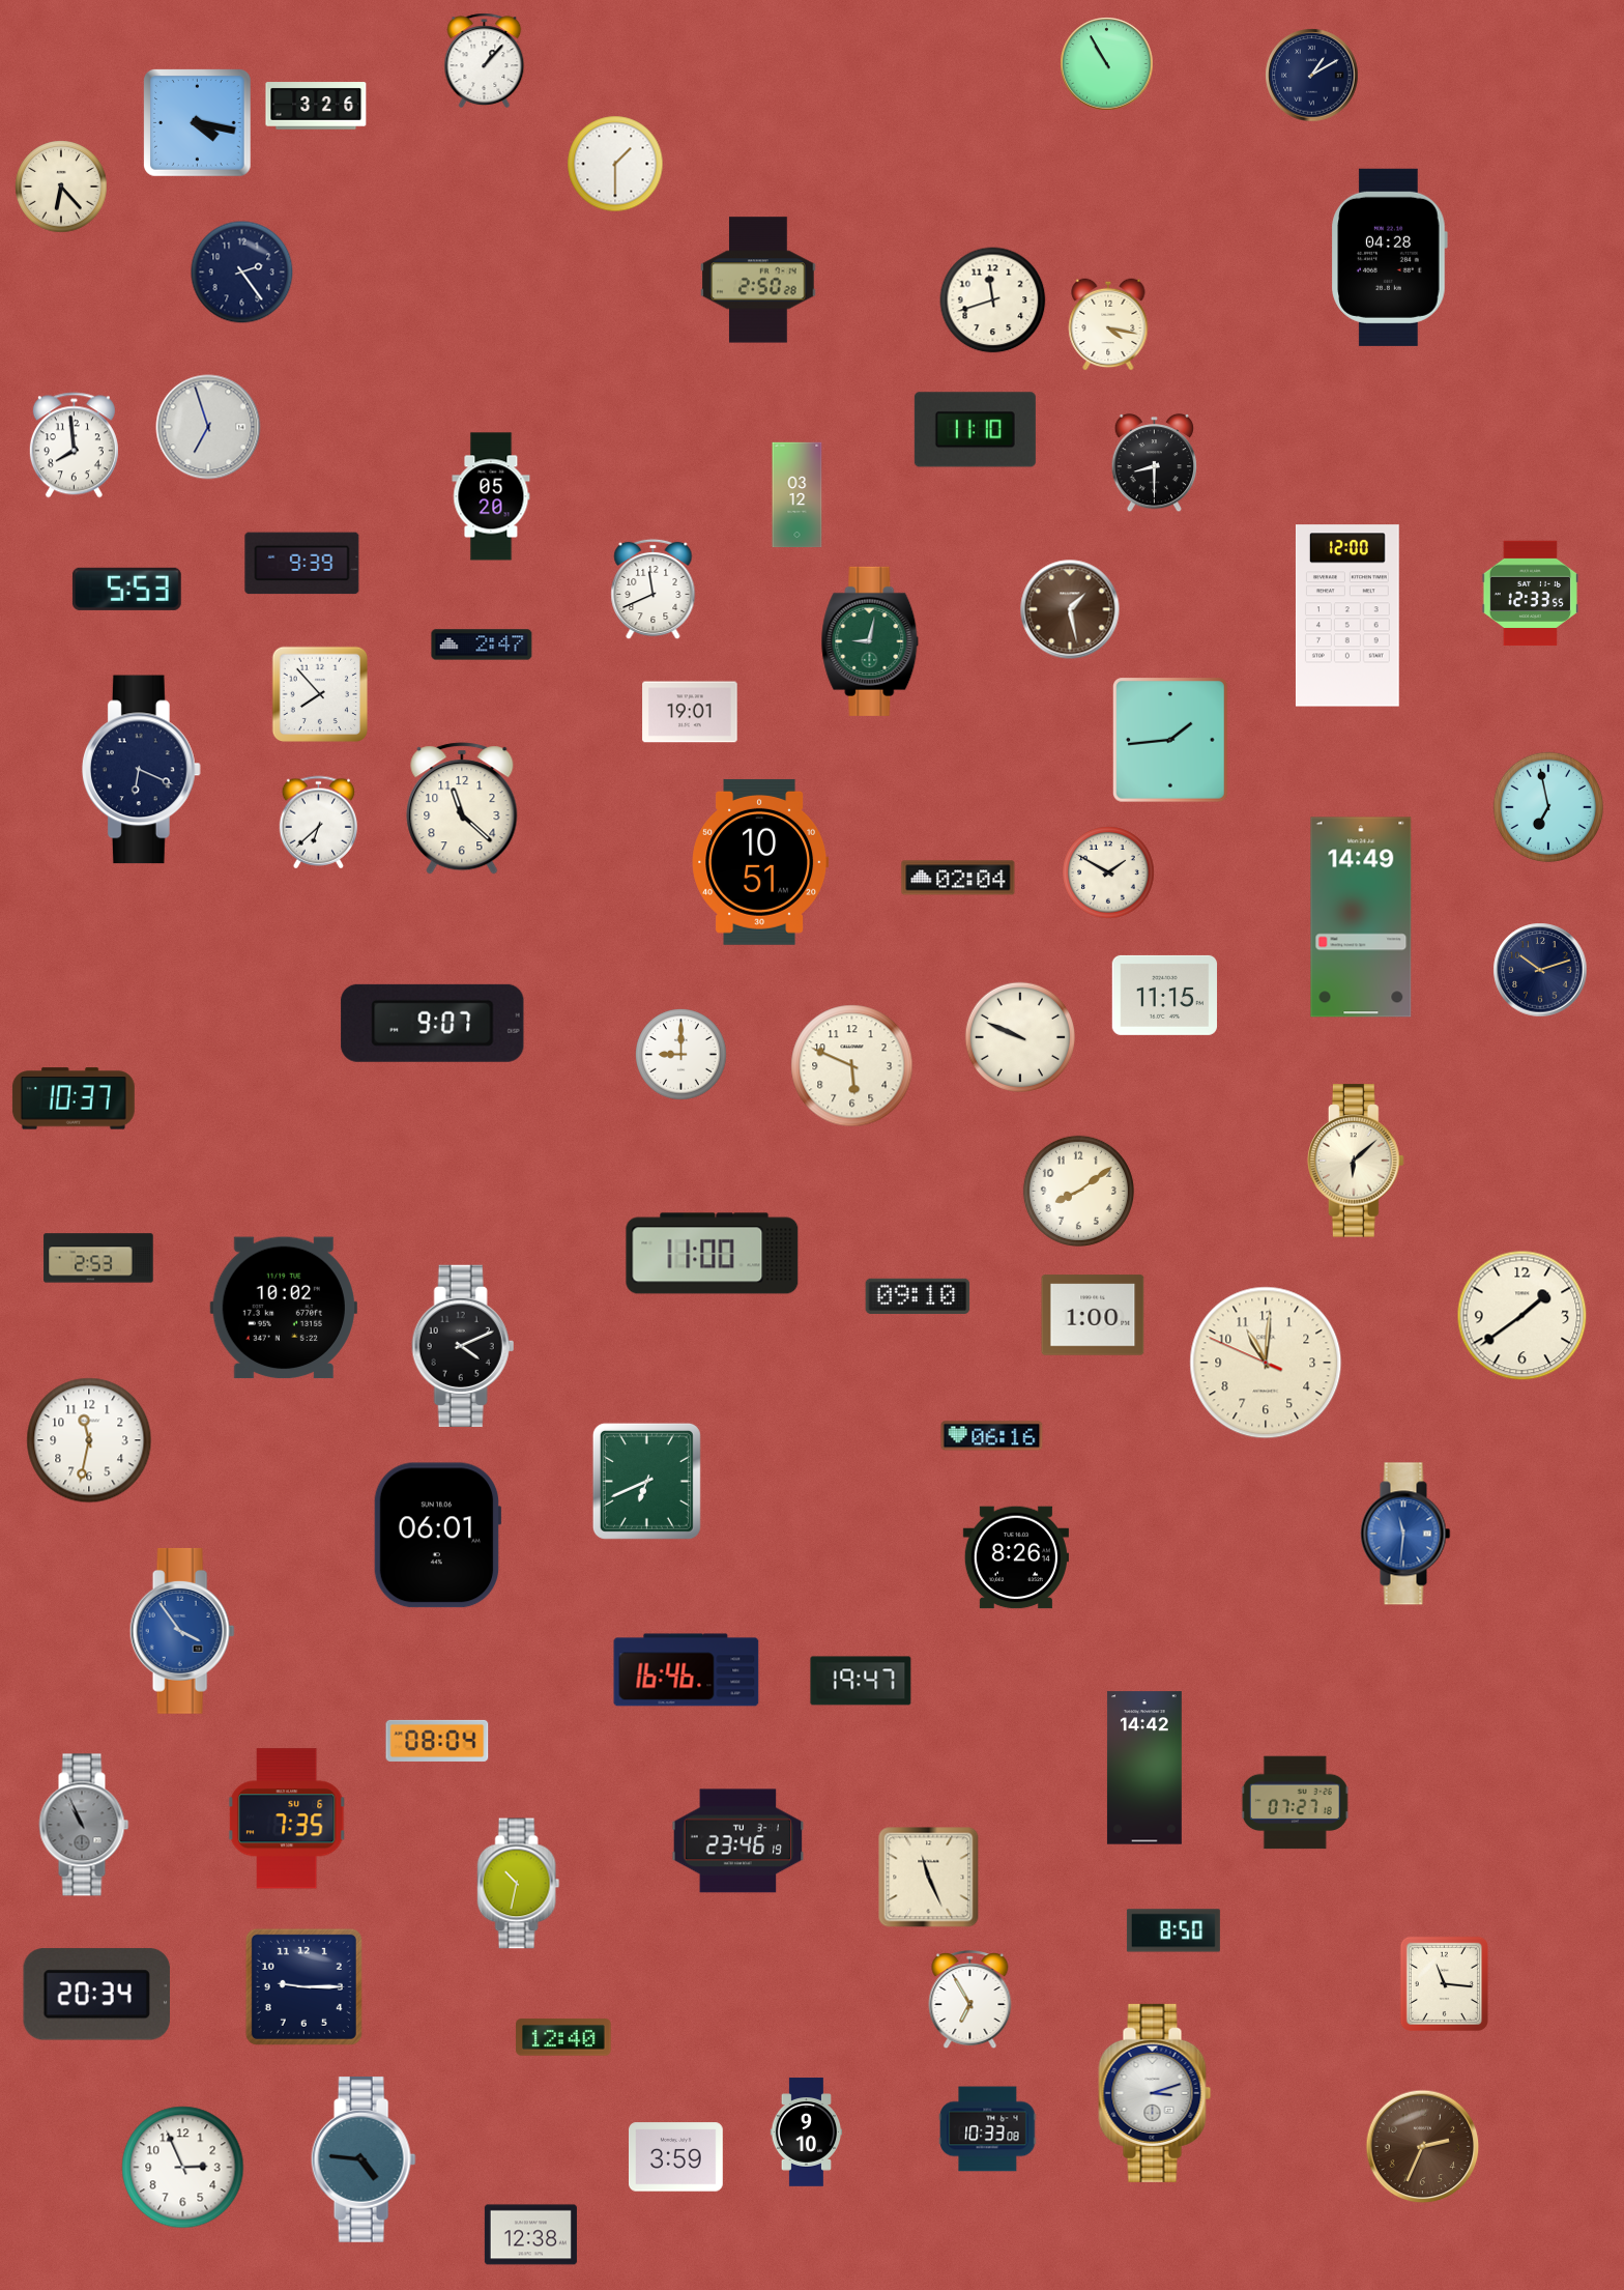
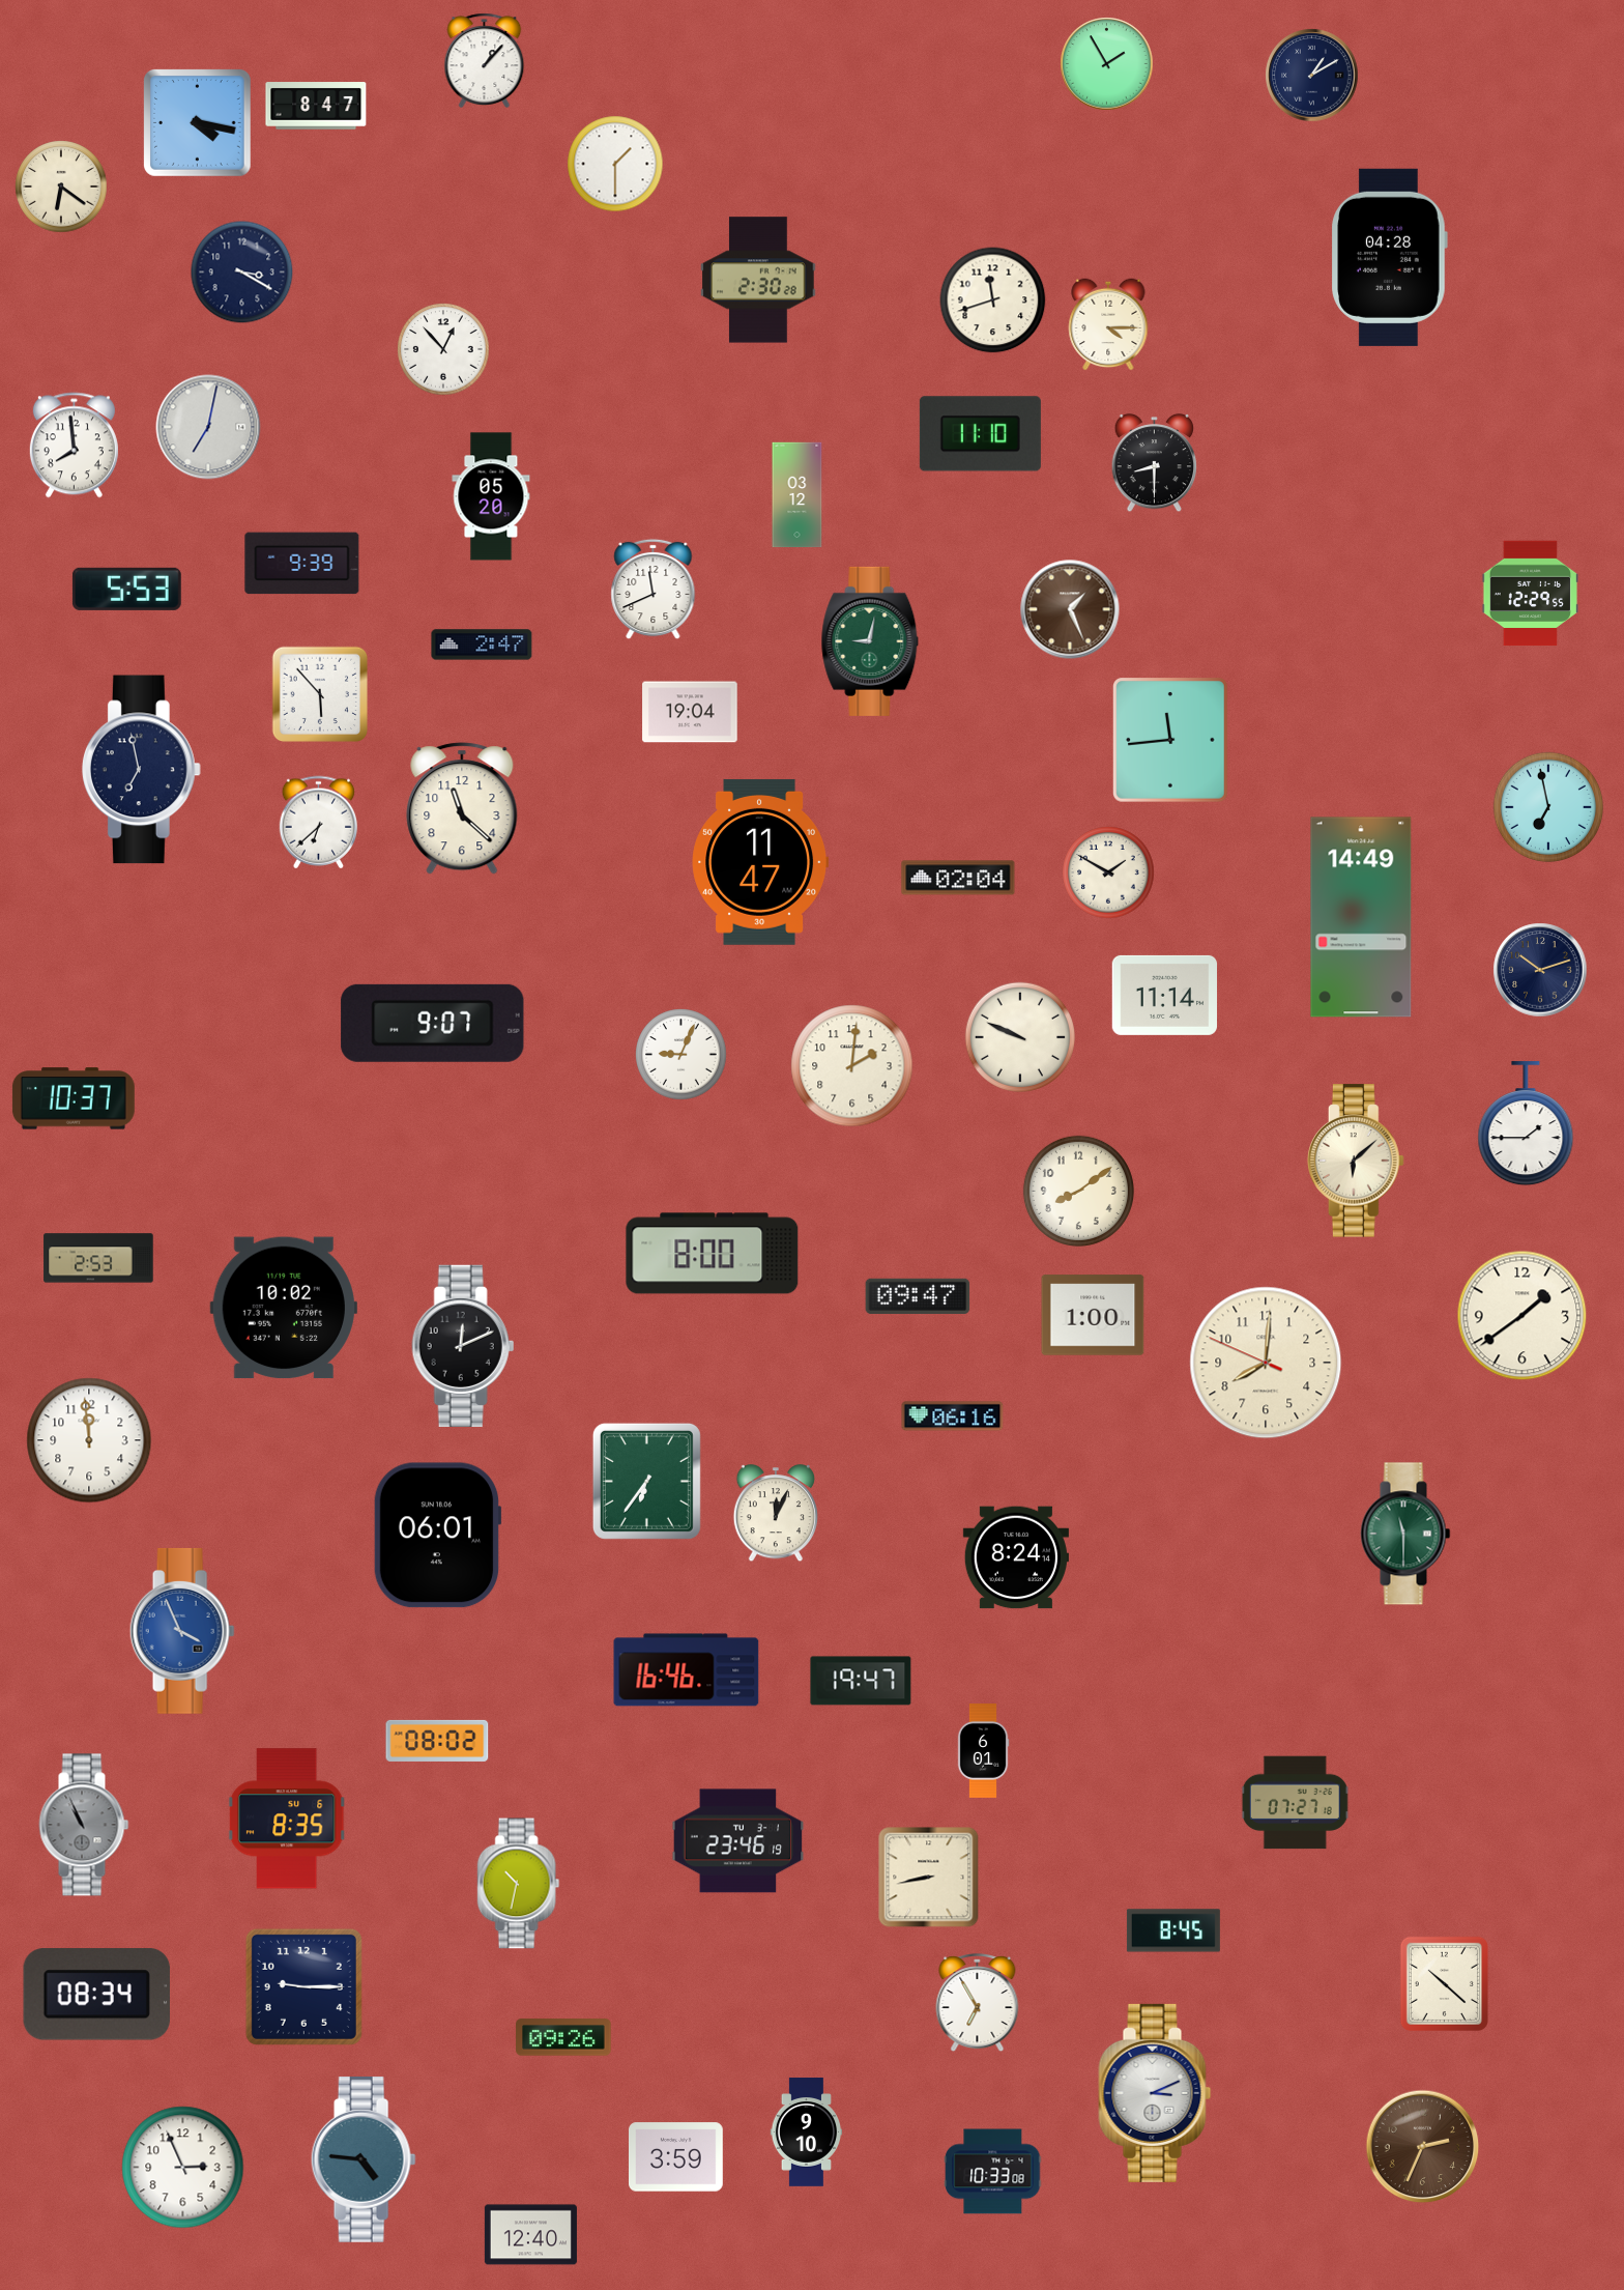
clock at (1107, 64): 10:55 -> 1:55
clock at (316, 106): 3:26 -> 8:47
clock at (61, 187): 6:23 -> 6:21
clock at (242, 273): 2:24 -> 3:20
clock at (758, 280): 2:50 -> 2:30
clock at (1108, 324): 4:17 -> 4:15
clock at (443, 349): none -> 12:53
clock at (208, 427): 6:57 -> 7:02
clock at (975, 430) position: (975, 430) -> (980, 434)
clock at (1530, 594): 12:33 -> 12:29
clock at (1070, 609): 1:28 -> 1:26
clock at (1347, 616): 12:00 -> none
clock at (320, 694): 7:53 -> 5:53
clock at (690, 712): 19:01 -> 19:04
clock at (1171, 740): 1:44 -> 11:44
clock at (141, 770): 6:19 -> 6:58
clock at (760, 862): 10:51 -> 11:47
clock at (1165, 995): 11:15 -> 11:14
clock at (682, 1055): 9:00 -> 9:04
clock at (852, 1066): 5:49 -> 2:01
clock at (1526, 1124): none -> 1:45
clock at (713, 1254): 11:00 -> 8:00
clock at (918, 1296): 09:10 -> 09:47
clock at (463, 1345): 4:11 -> 12:11
clock at (1266, 1363): 11:00 -> 8:00
clock at (992, 1436) position: (992, 1436) -> (953, 1416)
clock at (89, 1440): 11:32 -> 11:59
clock at (646, 1481): 6:41 -> 6:36
clock at (775, 1514): none -> 12:04
clock at (1405, 1534): 11:31 -> 11:30
clock at (1405, 1534) dial: blue -> green
clock at (1016, 1557): 8:26 -> 8:24
clock at (182, 1631): 3:54 -> 3:56
clock at (437, 1741): 08:04 -> 08:02
clock at (983, 1751): none -> 6:01
clock at (1144, 1768): 14:42 -> none
clock at (287, 1819): 7:35 -> 8:35
clock at (929, 1878): 11:26 -> 8:43
clock at (1173, 1930): 8:50 -> 8:45
clock at (1444, 1983): 11:16 -> 10:22
clock at (96, 1995): 20:34 -> 08:34
clock at (970, 2001) position: (970, 2001) -> (978, 2004)
clock at (563, 2037): 12:40 -> 09:26
clock at (1155, 2093): 3:12 -> 3:11
clock at (988, 2129) position: (988, 2129) -> (993, 2172)
clock at (530, 2235): 12:38 -> 12:40
